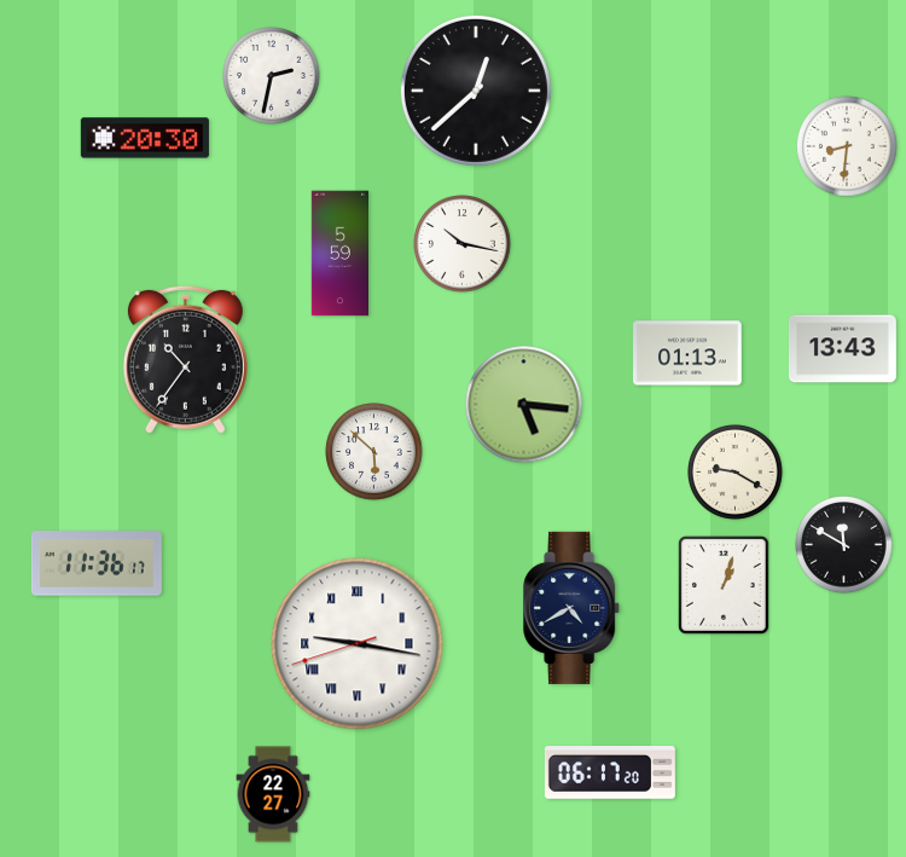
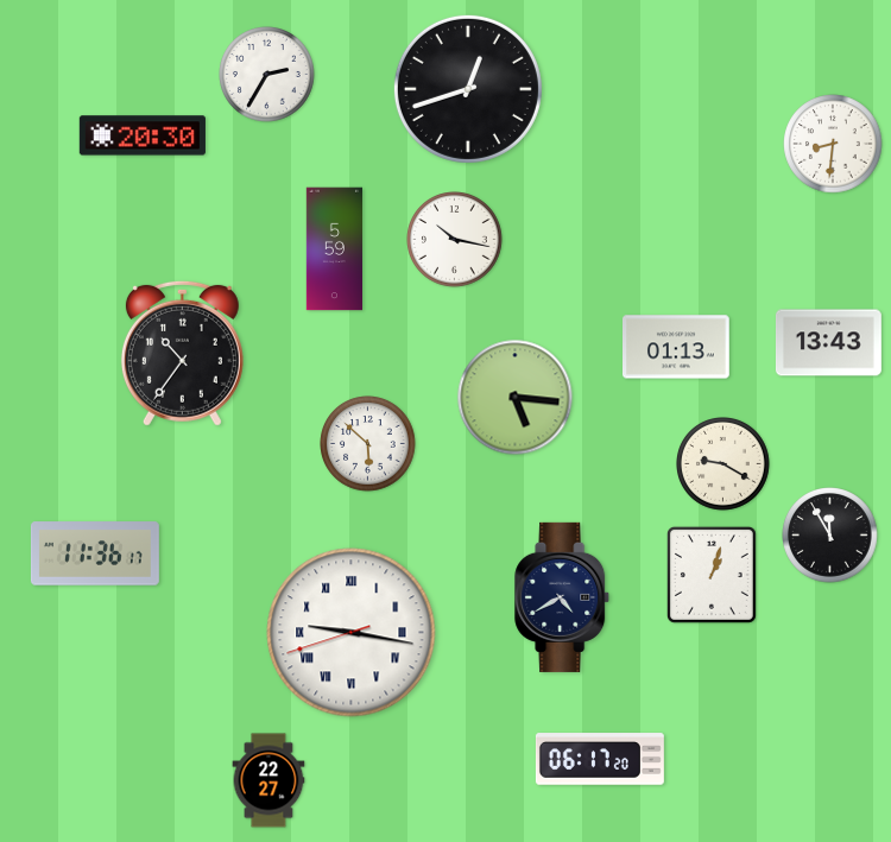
clock at (272, 76): 2:32 -> 2:35
clock at (476, 91): 12:38 -> 12:42
clock at (844, 545): 11:50 -> 11:55
